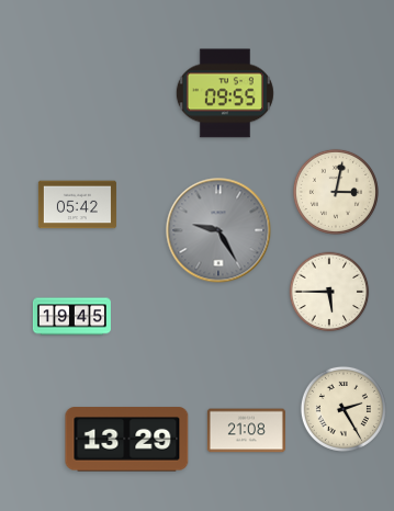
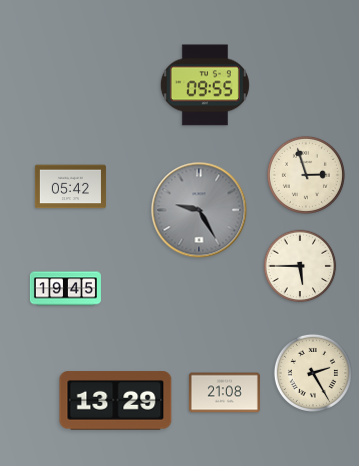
clock at (336, 192): 3:02 -> 2:57
